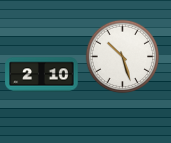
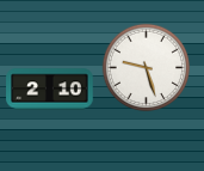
clock at (123, 57): 10:27 -> 9:27
